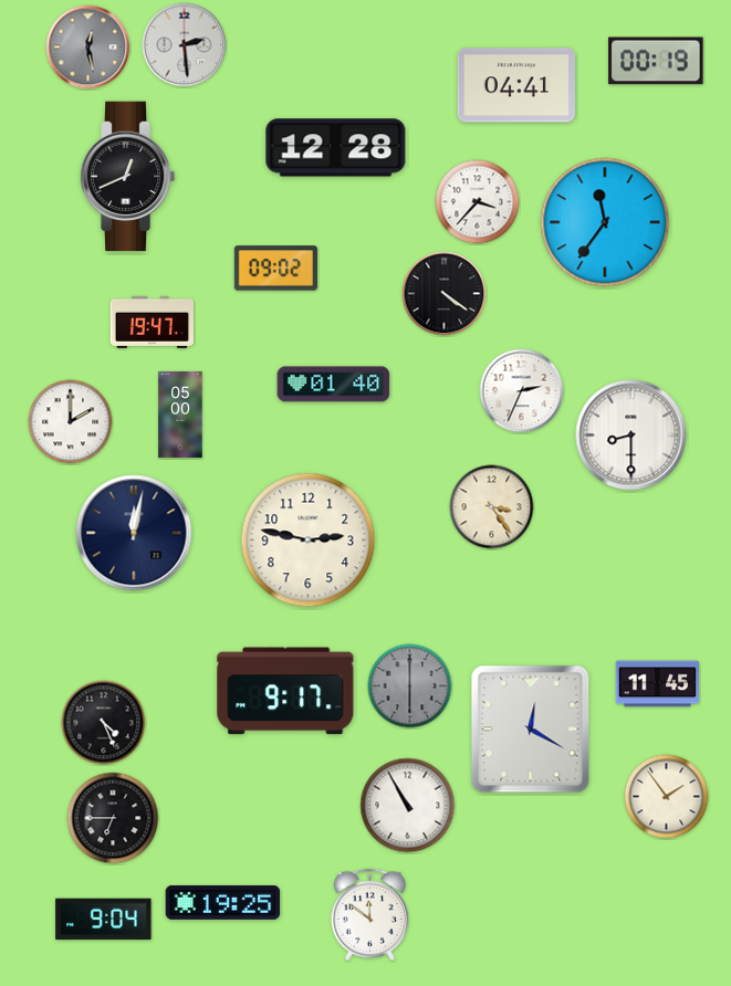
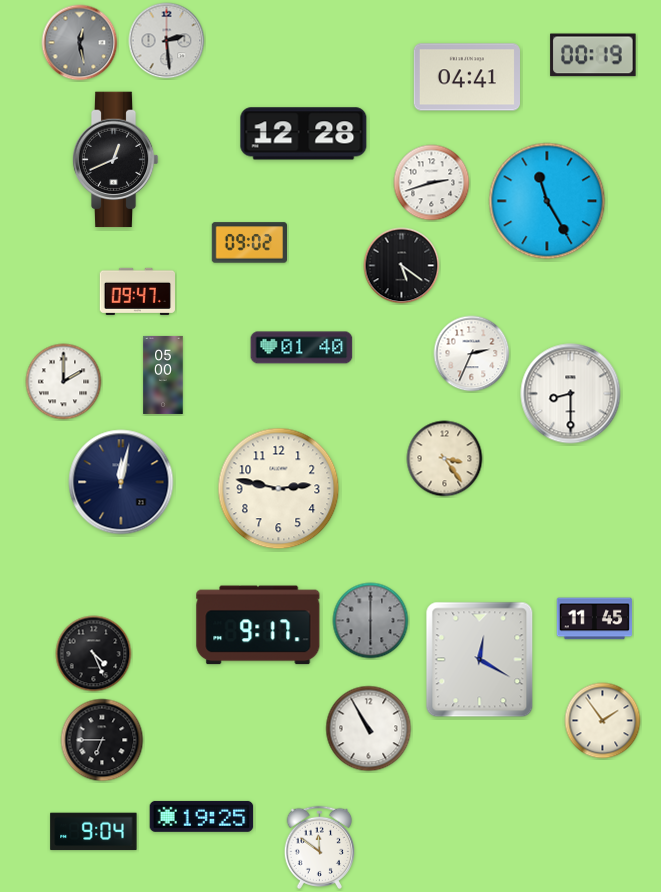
clock at (478, 202): 3:37 -> 2:42
clock at (605, 222): 11:36 -> 11:25
clock at (445, 294): 4:21 -> 5:21
clock at (152, 322): 19:47 -> 09:47
clock at (370, 914) position: (370, 914) -> (320, 847)
